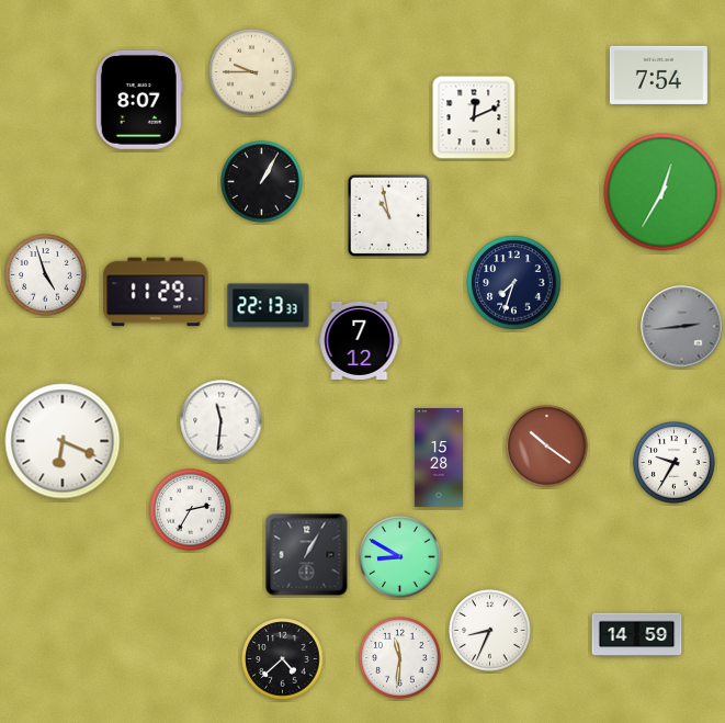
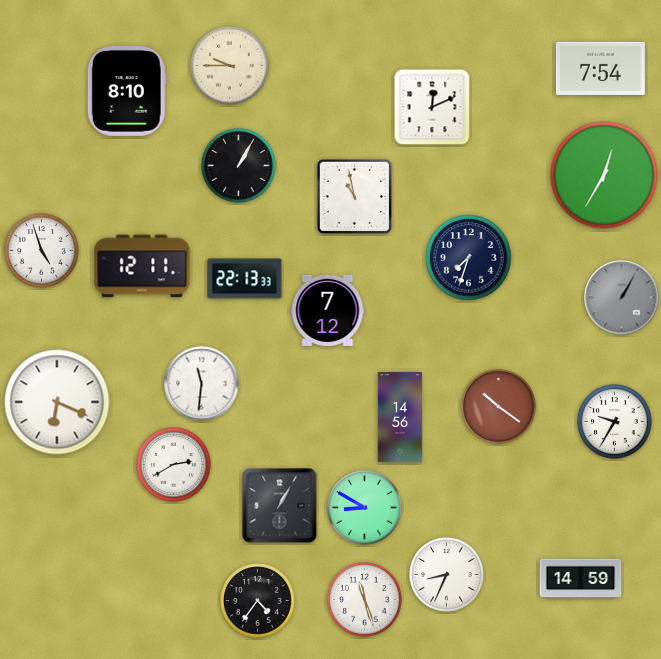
clock at (139, 100): 8:07 -> 8:10
clock at (156, 292): 11:29 -> 12:11
clock at (682, 327): 2:44 -> 1:05
clock at (439, 459): 15:28 -> 14:56
clock at (191, 510): 2:35 -> 2:40
clock at (400, 658): 11:31 -> 11:27
clock at (283, 659): 4:38 -> 4:36
